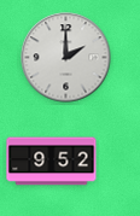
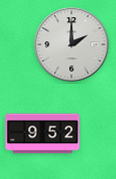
clock at (66, 58) position: (66, 58) -> (72, 45)
